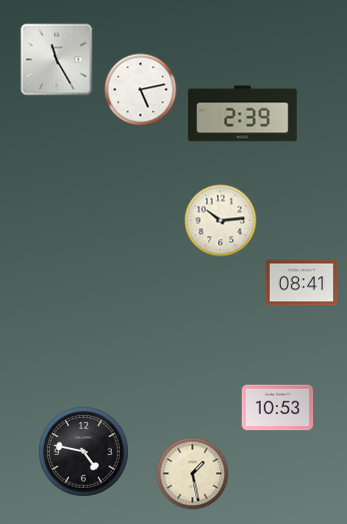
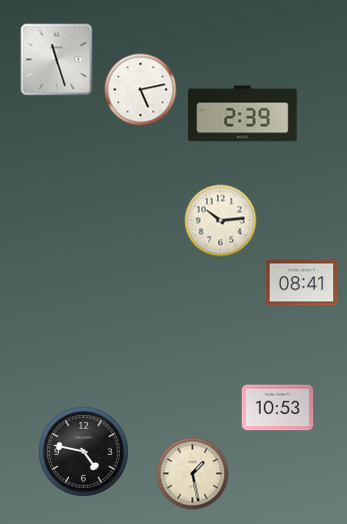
clock at (57, 60): 11:25 -> 11:27
